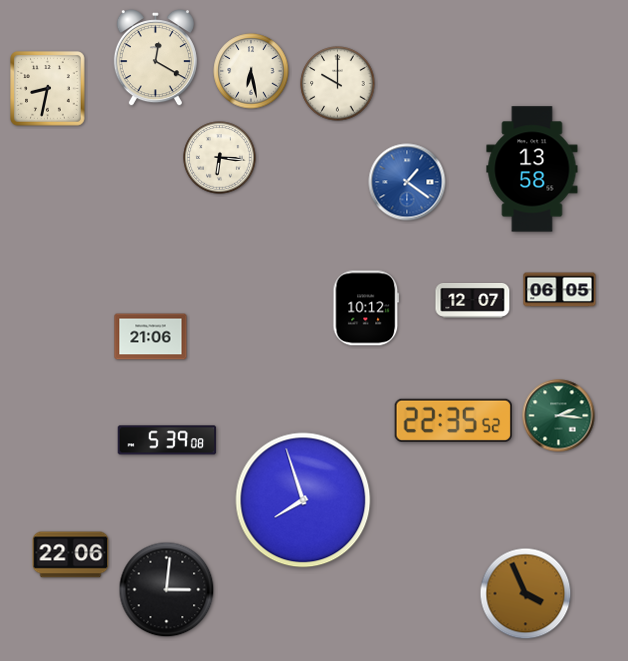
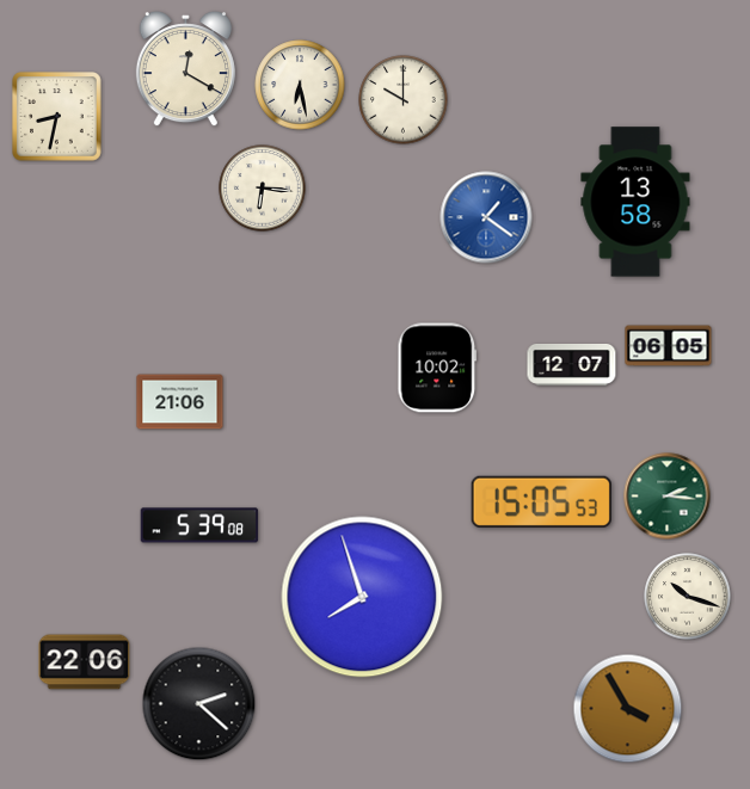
clock at (48, 89) position: (48, 89) -> (57, 117)
clock at (473, 301) position: (473, 301) -> (572, 365)
clock at (366, 308): 10:12 -> 10:02
clock at (453, 420): 22:35 -> 15:05
clock at (688, 597): none -> 10:18
clock at (167, 590): 3:01 -> 2:22
clock at (526, 594): 3:56 -> 3:55
